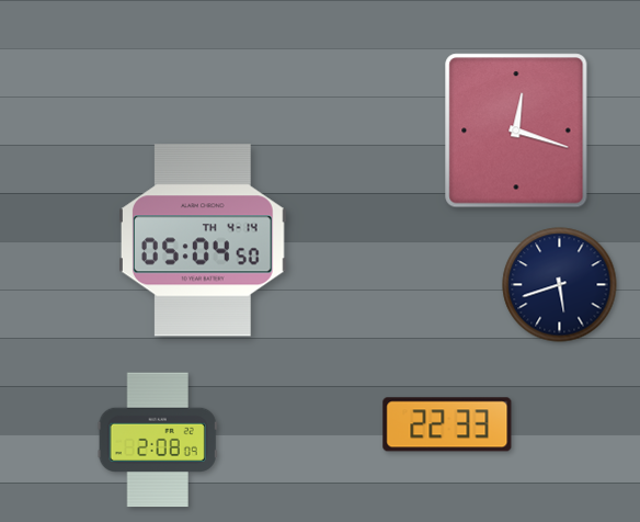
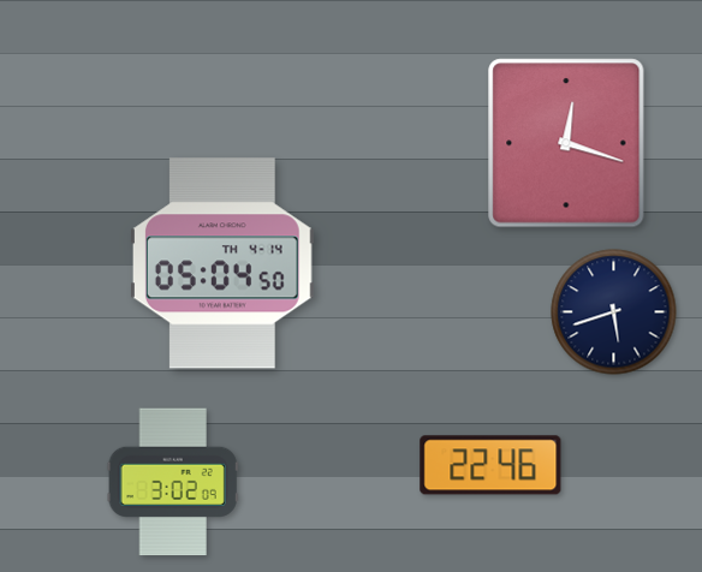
clock at (447, 424): 22:33 -> 22:46
clock at (158, 440): 2:08 -> 3:02
